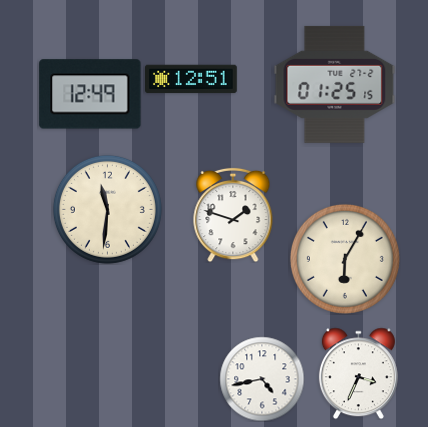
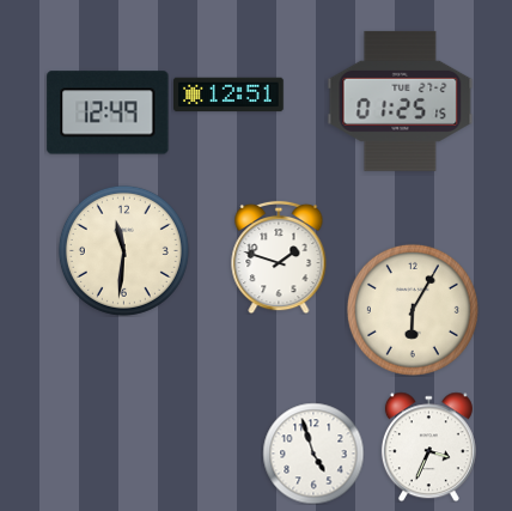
clock at (107, 209) position: (107, 209) -> (123, 250)
clock at (262, 379): 4:43 -> 4:57
